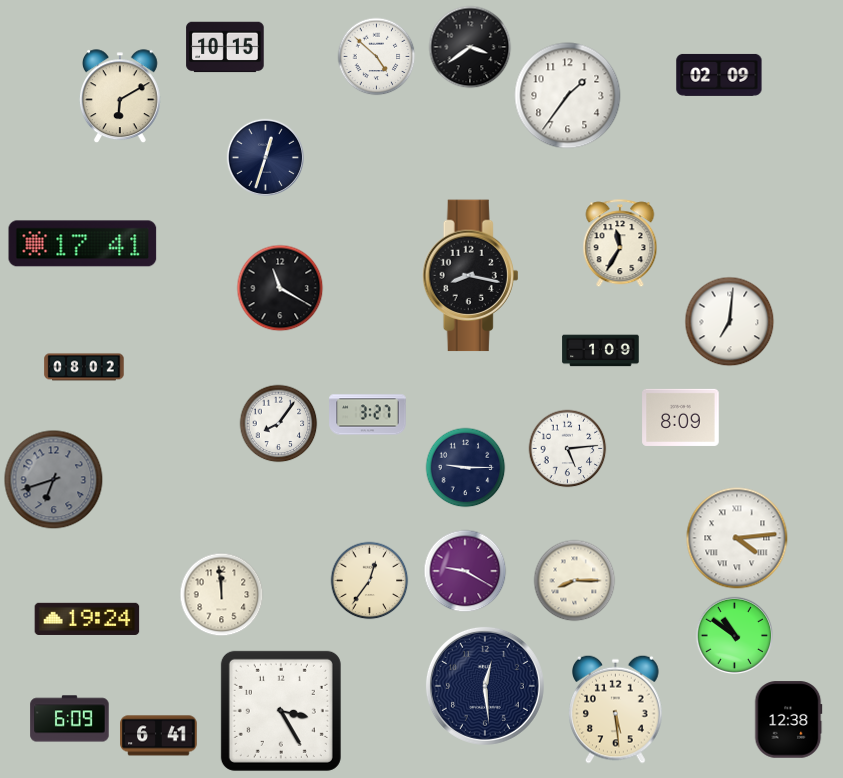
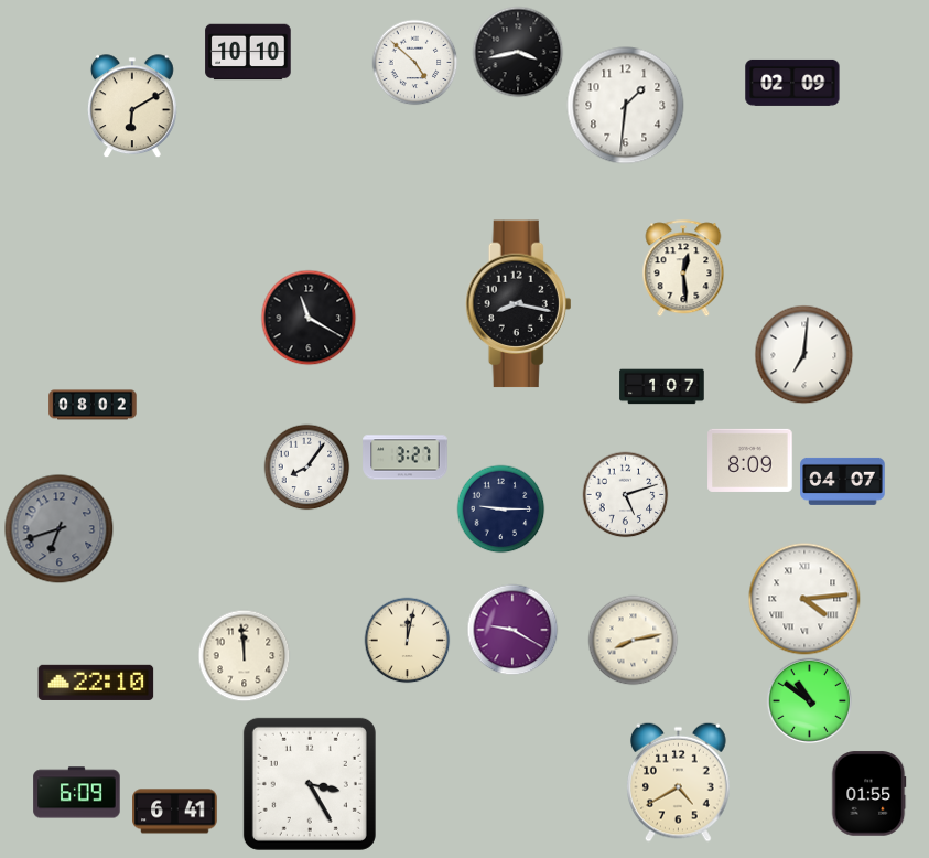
clock at (225, 47): 10:15 -> 10:10
clock at (470, 47): 3:39 -> 3:43
clock at (568, 96): 1:36 -> 1:31
clock at (265, 157): 12:33 -> none
clock at (620, 243): 11:35 -> 12:29
clock at (83, 244): 17:41 -> none
clock at (601, 351): 1:09 -> 1:07
clock at (843, 481): none -> 04:07
clock at (567, 448): 5:14 -> 5:12
clock at (465, 467) position: (465, 467) -> (500, 508)
clock at (737, 538) position: (737, 538) -> (804, 599)
clock at (369, 580): 12:36 -> 12:02
clock at (574, 580): 8:15 -> 8:13
clock at (87, 619): 19:24 -> 22:10
clock at (485, 686): 12:29 -> none
clock at (616, 709): 5:29 -> 4:40
clock at (788, 720): 12:38 -> 01:55
